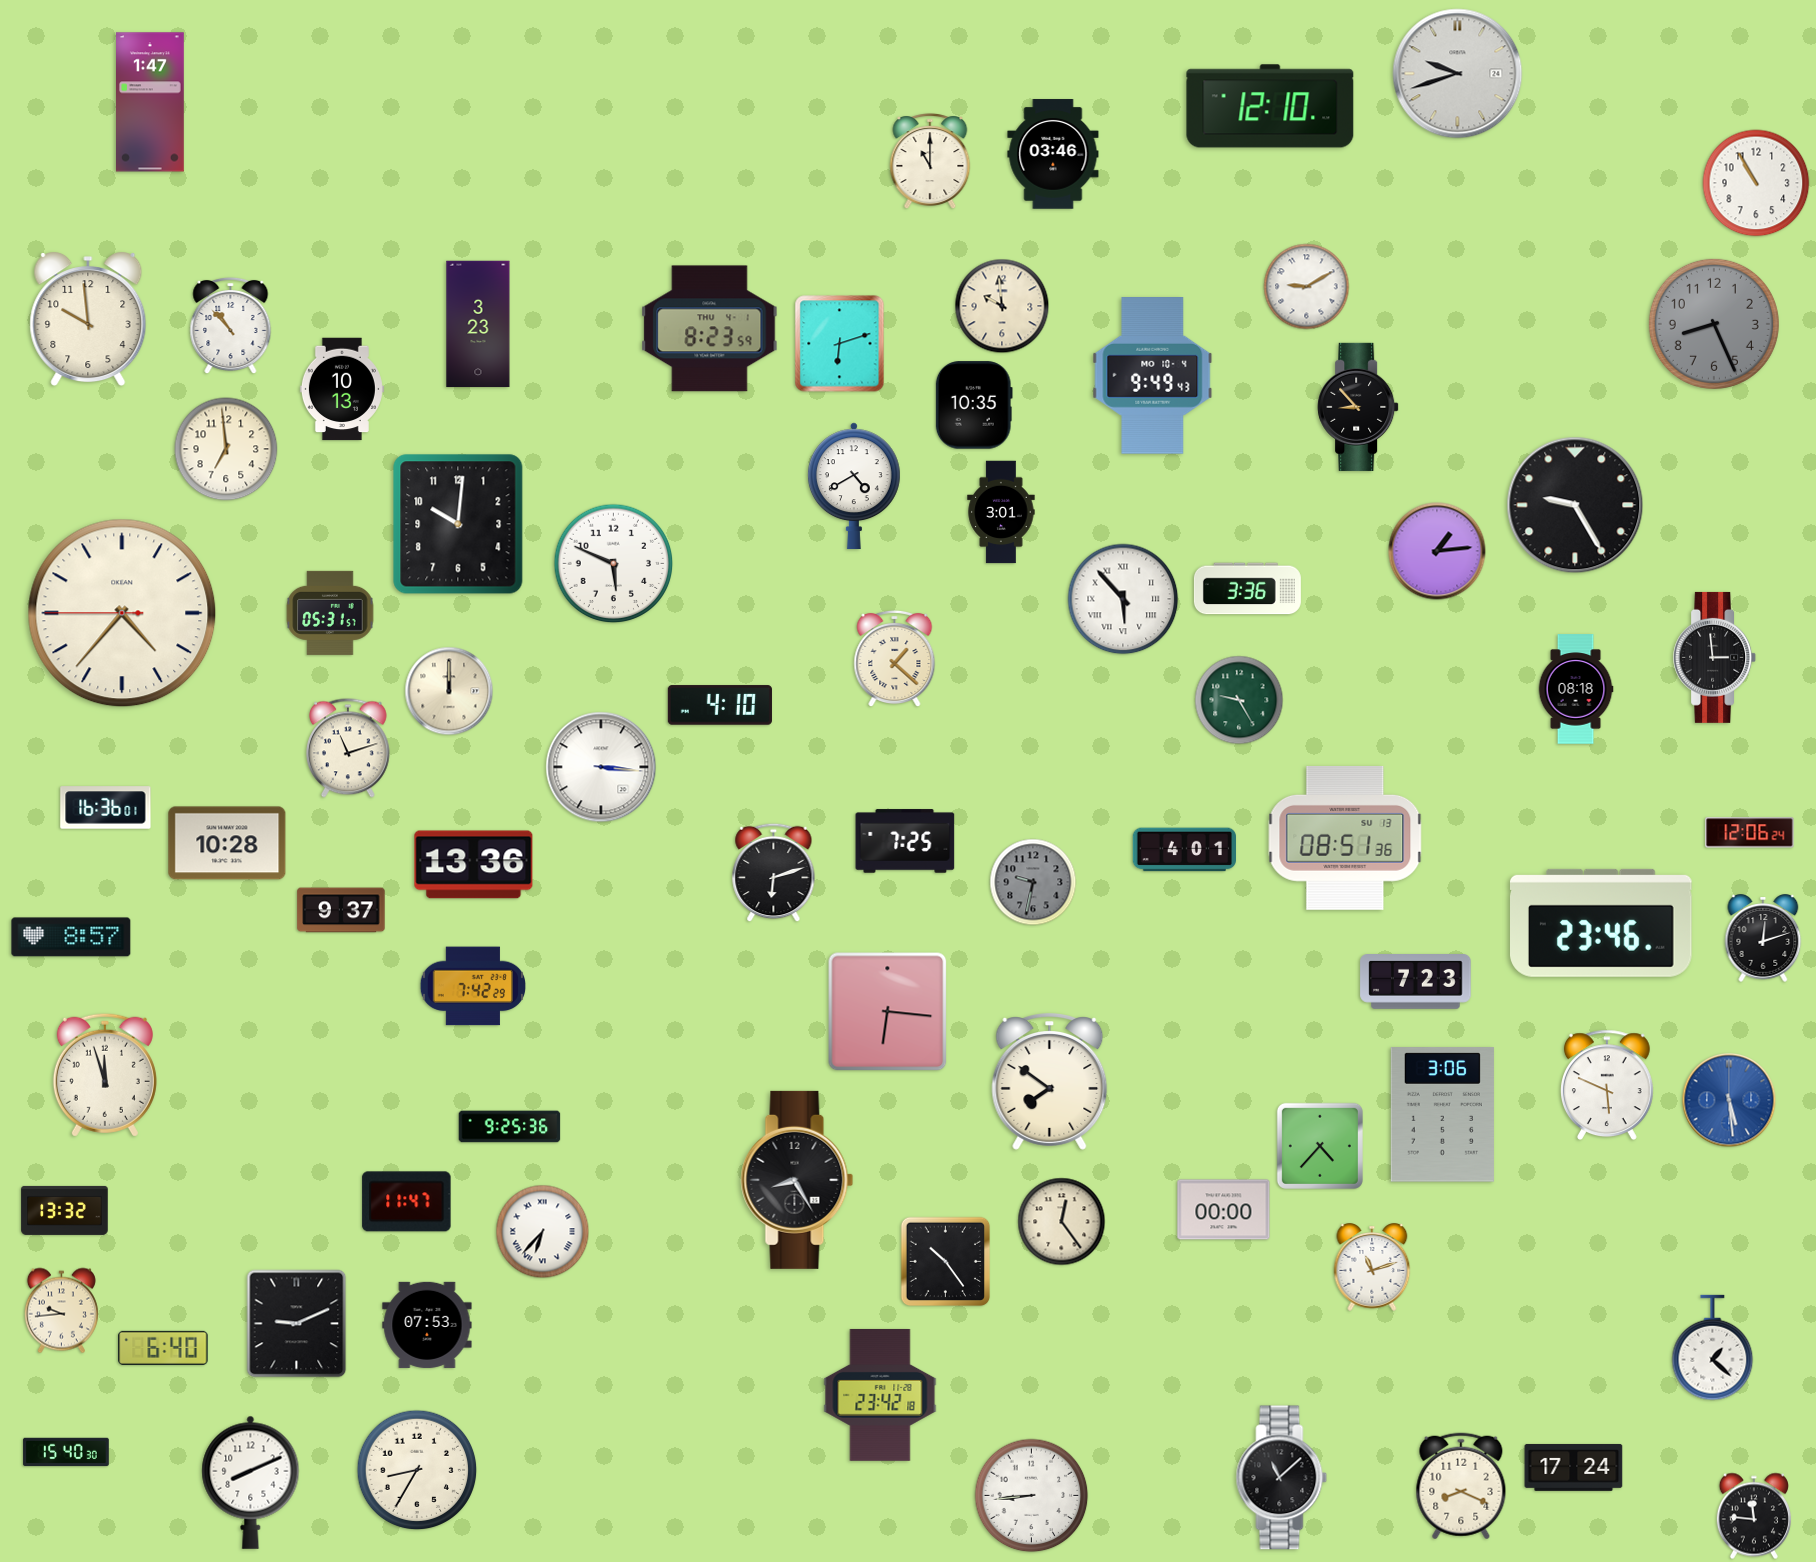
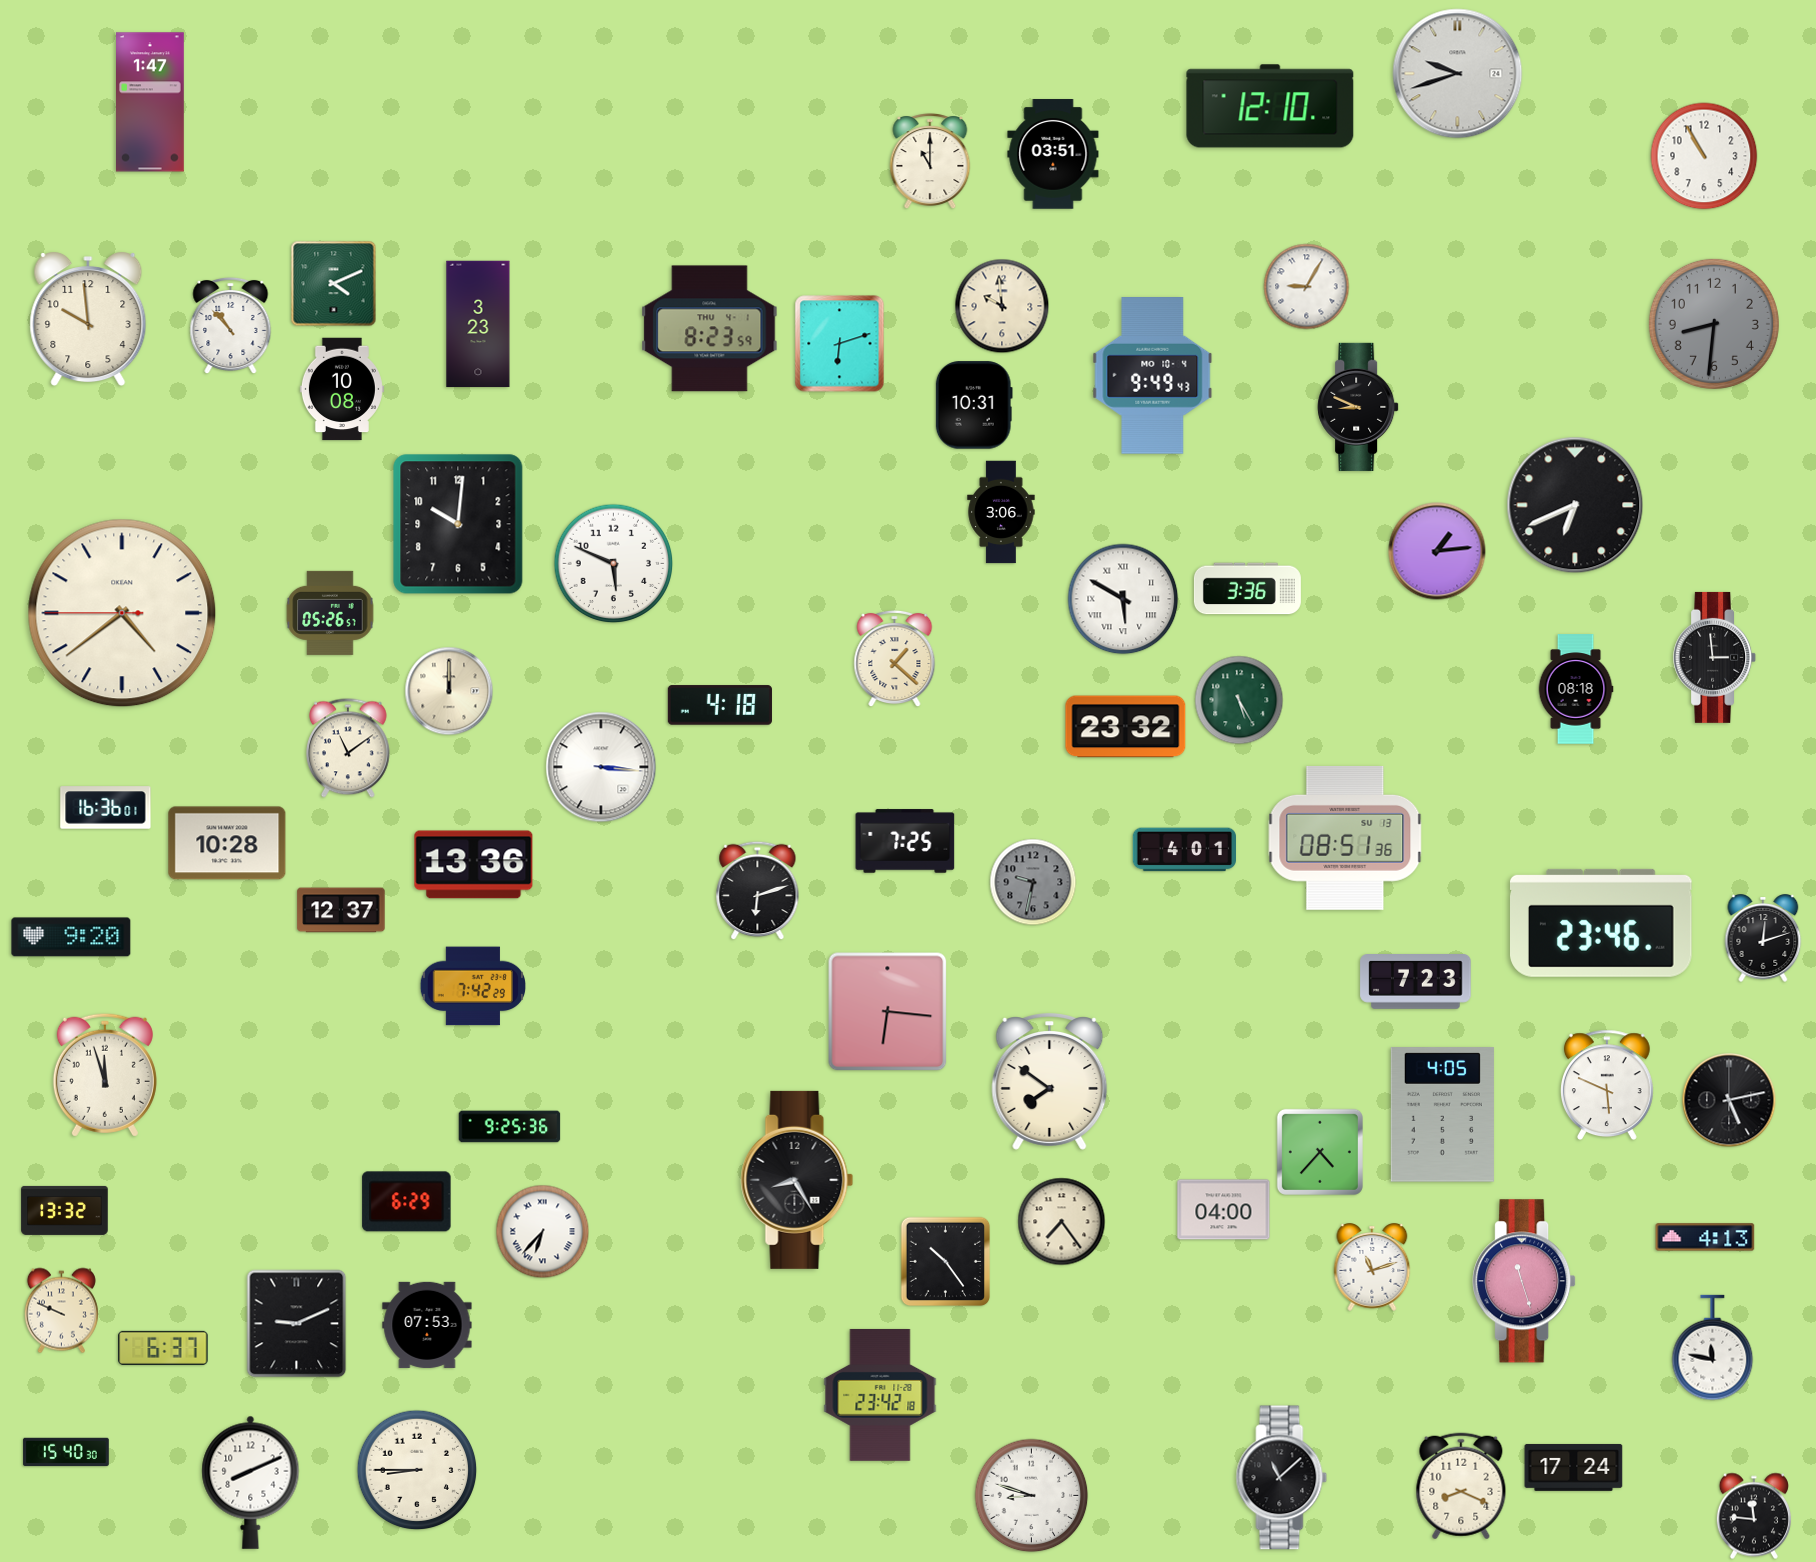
clock at (1053, 154): 03:46 -> 03:51
clock at (1756, 183) position: (1756, 183) -> (1704, 156)
clock at (334, 284): none -> 4:11
clock at (1307, 287): 9:10 -> 9:05
clock at (1714, 324): 8:26 -> 8:31
clock at (342, 389): 10:13 -> 10:08
clock at (974, 405): 10:35 -> 10:31
clock at (1358, 407): 8:53 -> 8:49
clock at (226, 449): 6:59 -> none
clock at (854, 486): 4:40 -> none
clock at (1575, 505): 9:25 -> 6:41
clock at (1001, 512): 3:01 -> 3:06
clock at (1123, 599): 5:53 -> 5:50
clock at (122, 613): 4:36 -> 4:38
clock at (330, 613): 05:31 -> 05:26
clock at (1239, 700): 9:25 -> 5:25
clock at (720, 705): 4:10 -> 4:18
clock at (1126, 727): none -> 23:32
clock at (349, 748): 11:12 -> 11:09
clock at (1750, 833): 12:06 -> none
clock at (774, 873) position: (774, 873) -> (758, 891)
clock at (341, 910): 9:37 -> 12:37
clock at (71, 937): 8:57 -> 9:20
clock at (1729, 1100): 5:29 -> 5:13
clock at (1729, 1100) dial: blue -> black
clock at (1442, 1115): 3:06 -> 4:05
clock at (1320, 1146) position: (1320, 1146) -> (1320, 1152)
clock at (407, 1202): 11:47 -> 6:29
clock at (1224, 1210): 00:00 -> 04:00
clock at (1062, 1222): 12:24 -> 7:24
clock at (1705, 1237): none -> 4:13
clock at (1524, 1281): none -> 11:27
clock at (61, 1311): 9:44 -> 9:49
clock at (163, 1348): 6:40 -> 6:37
clock at (1713, 1348): 1:22 -> 11:47
clock at (417, 1470): 8:35 -> 8:45
clock at (1032, 1496): 8:44 -> 8:48
